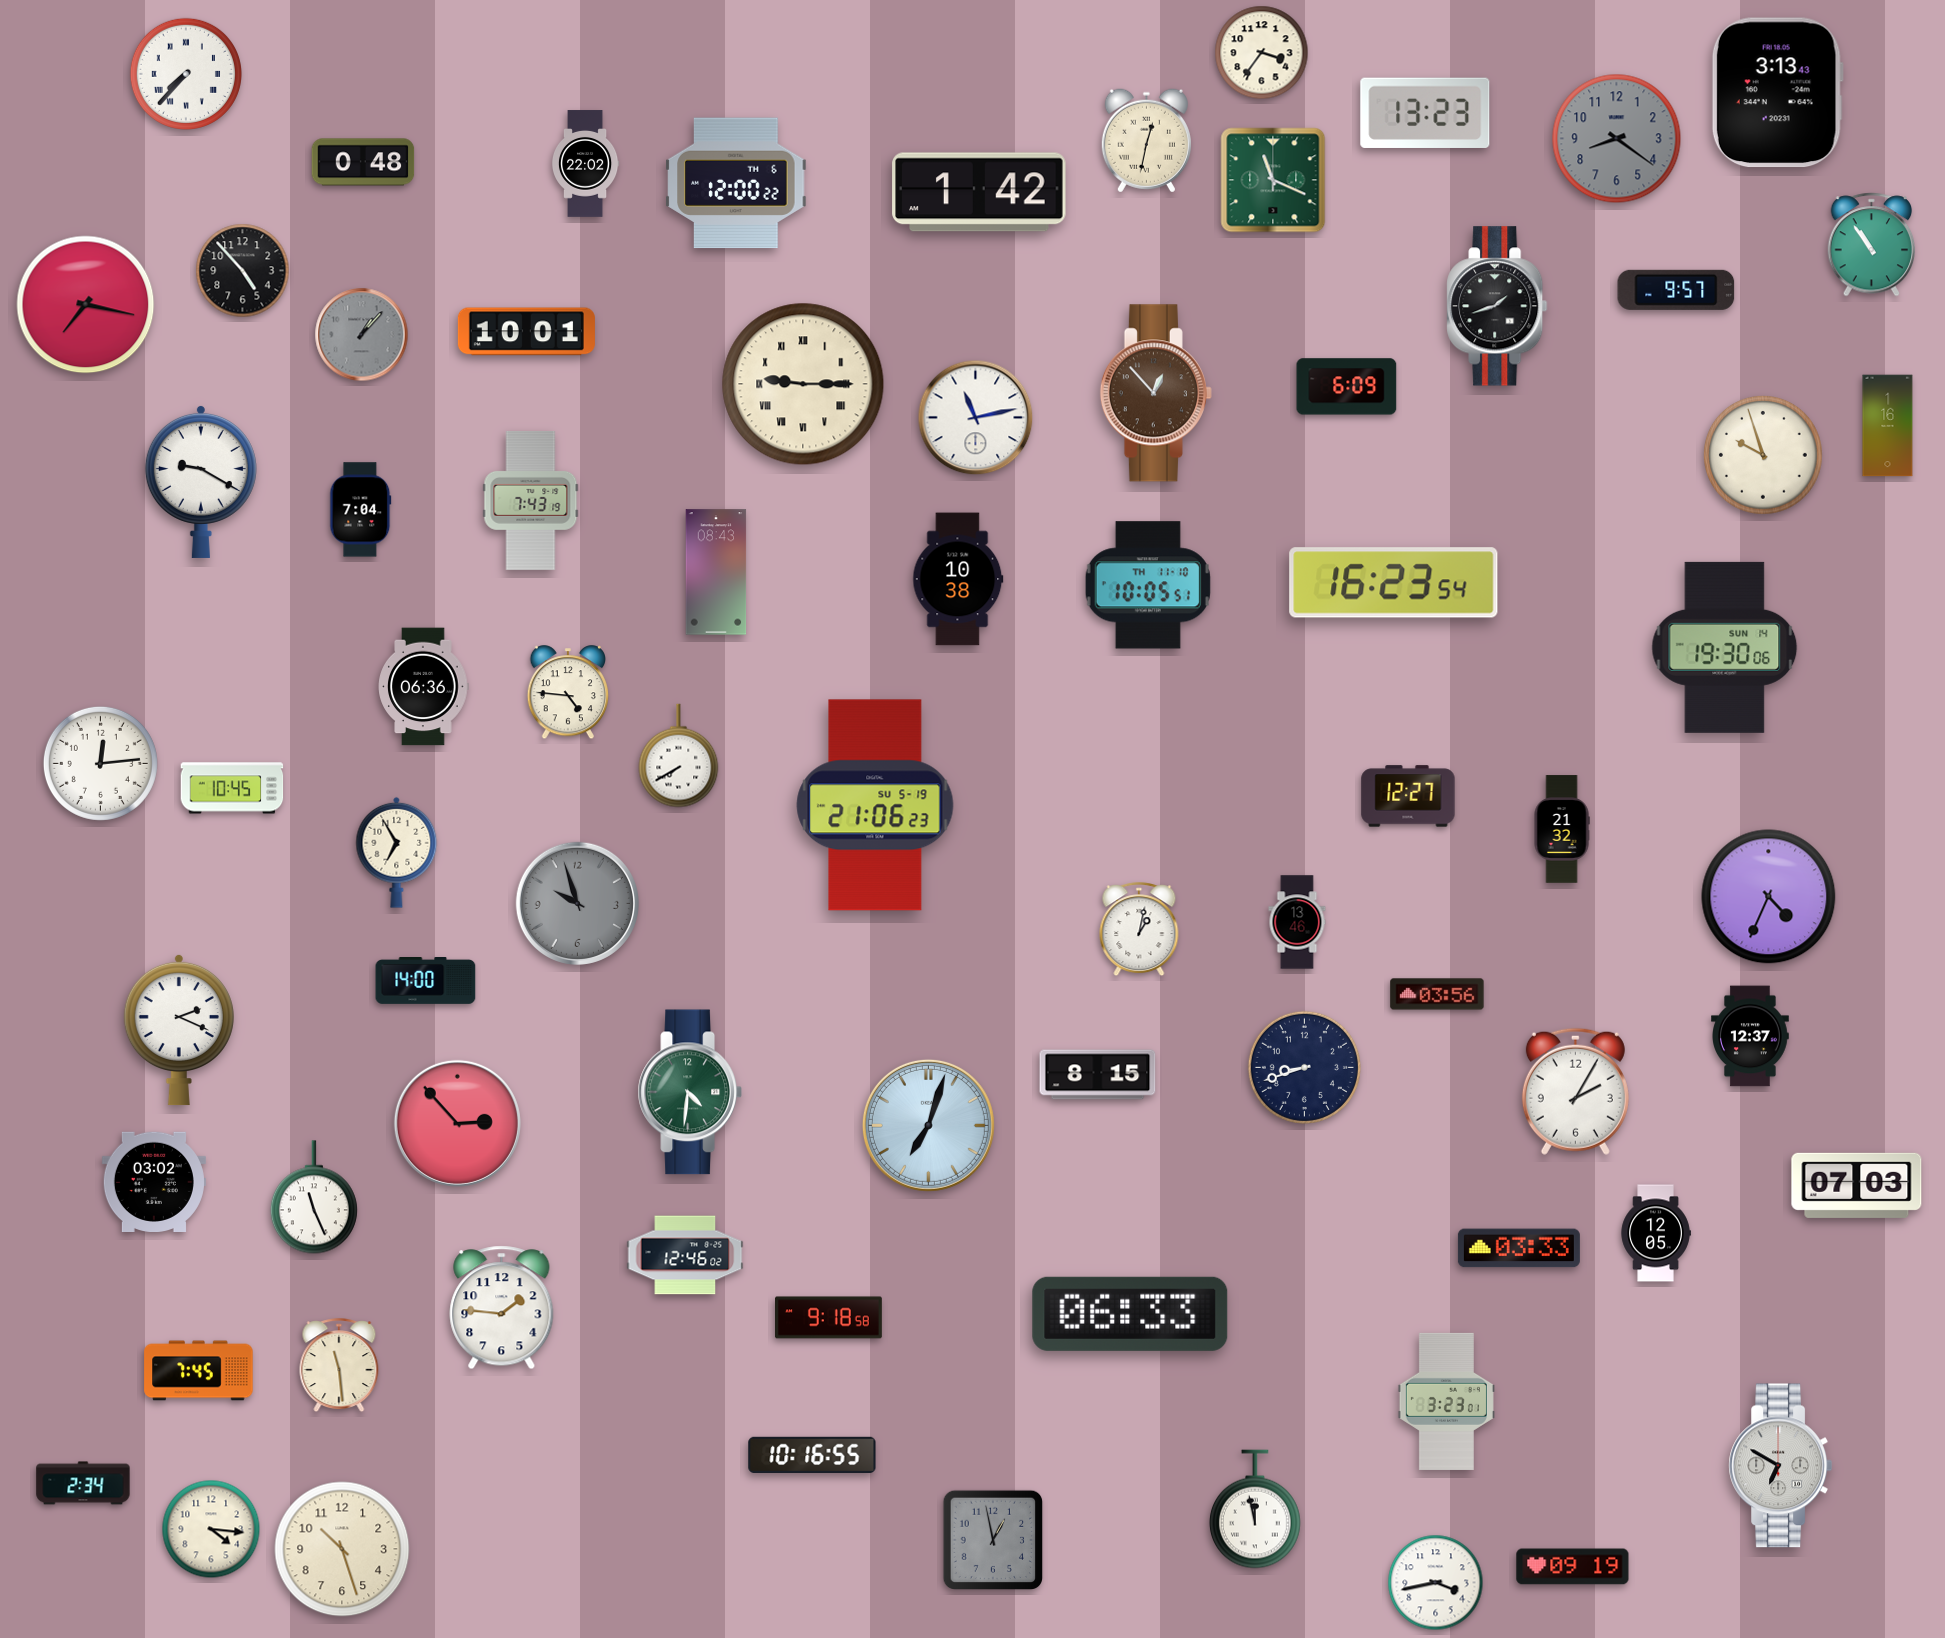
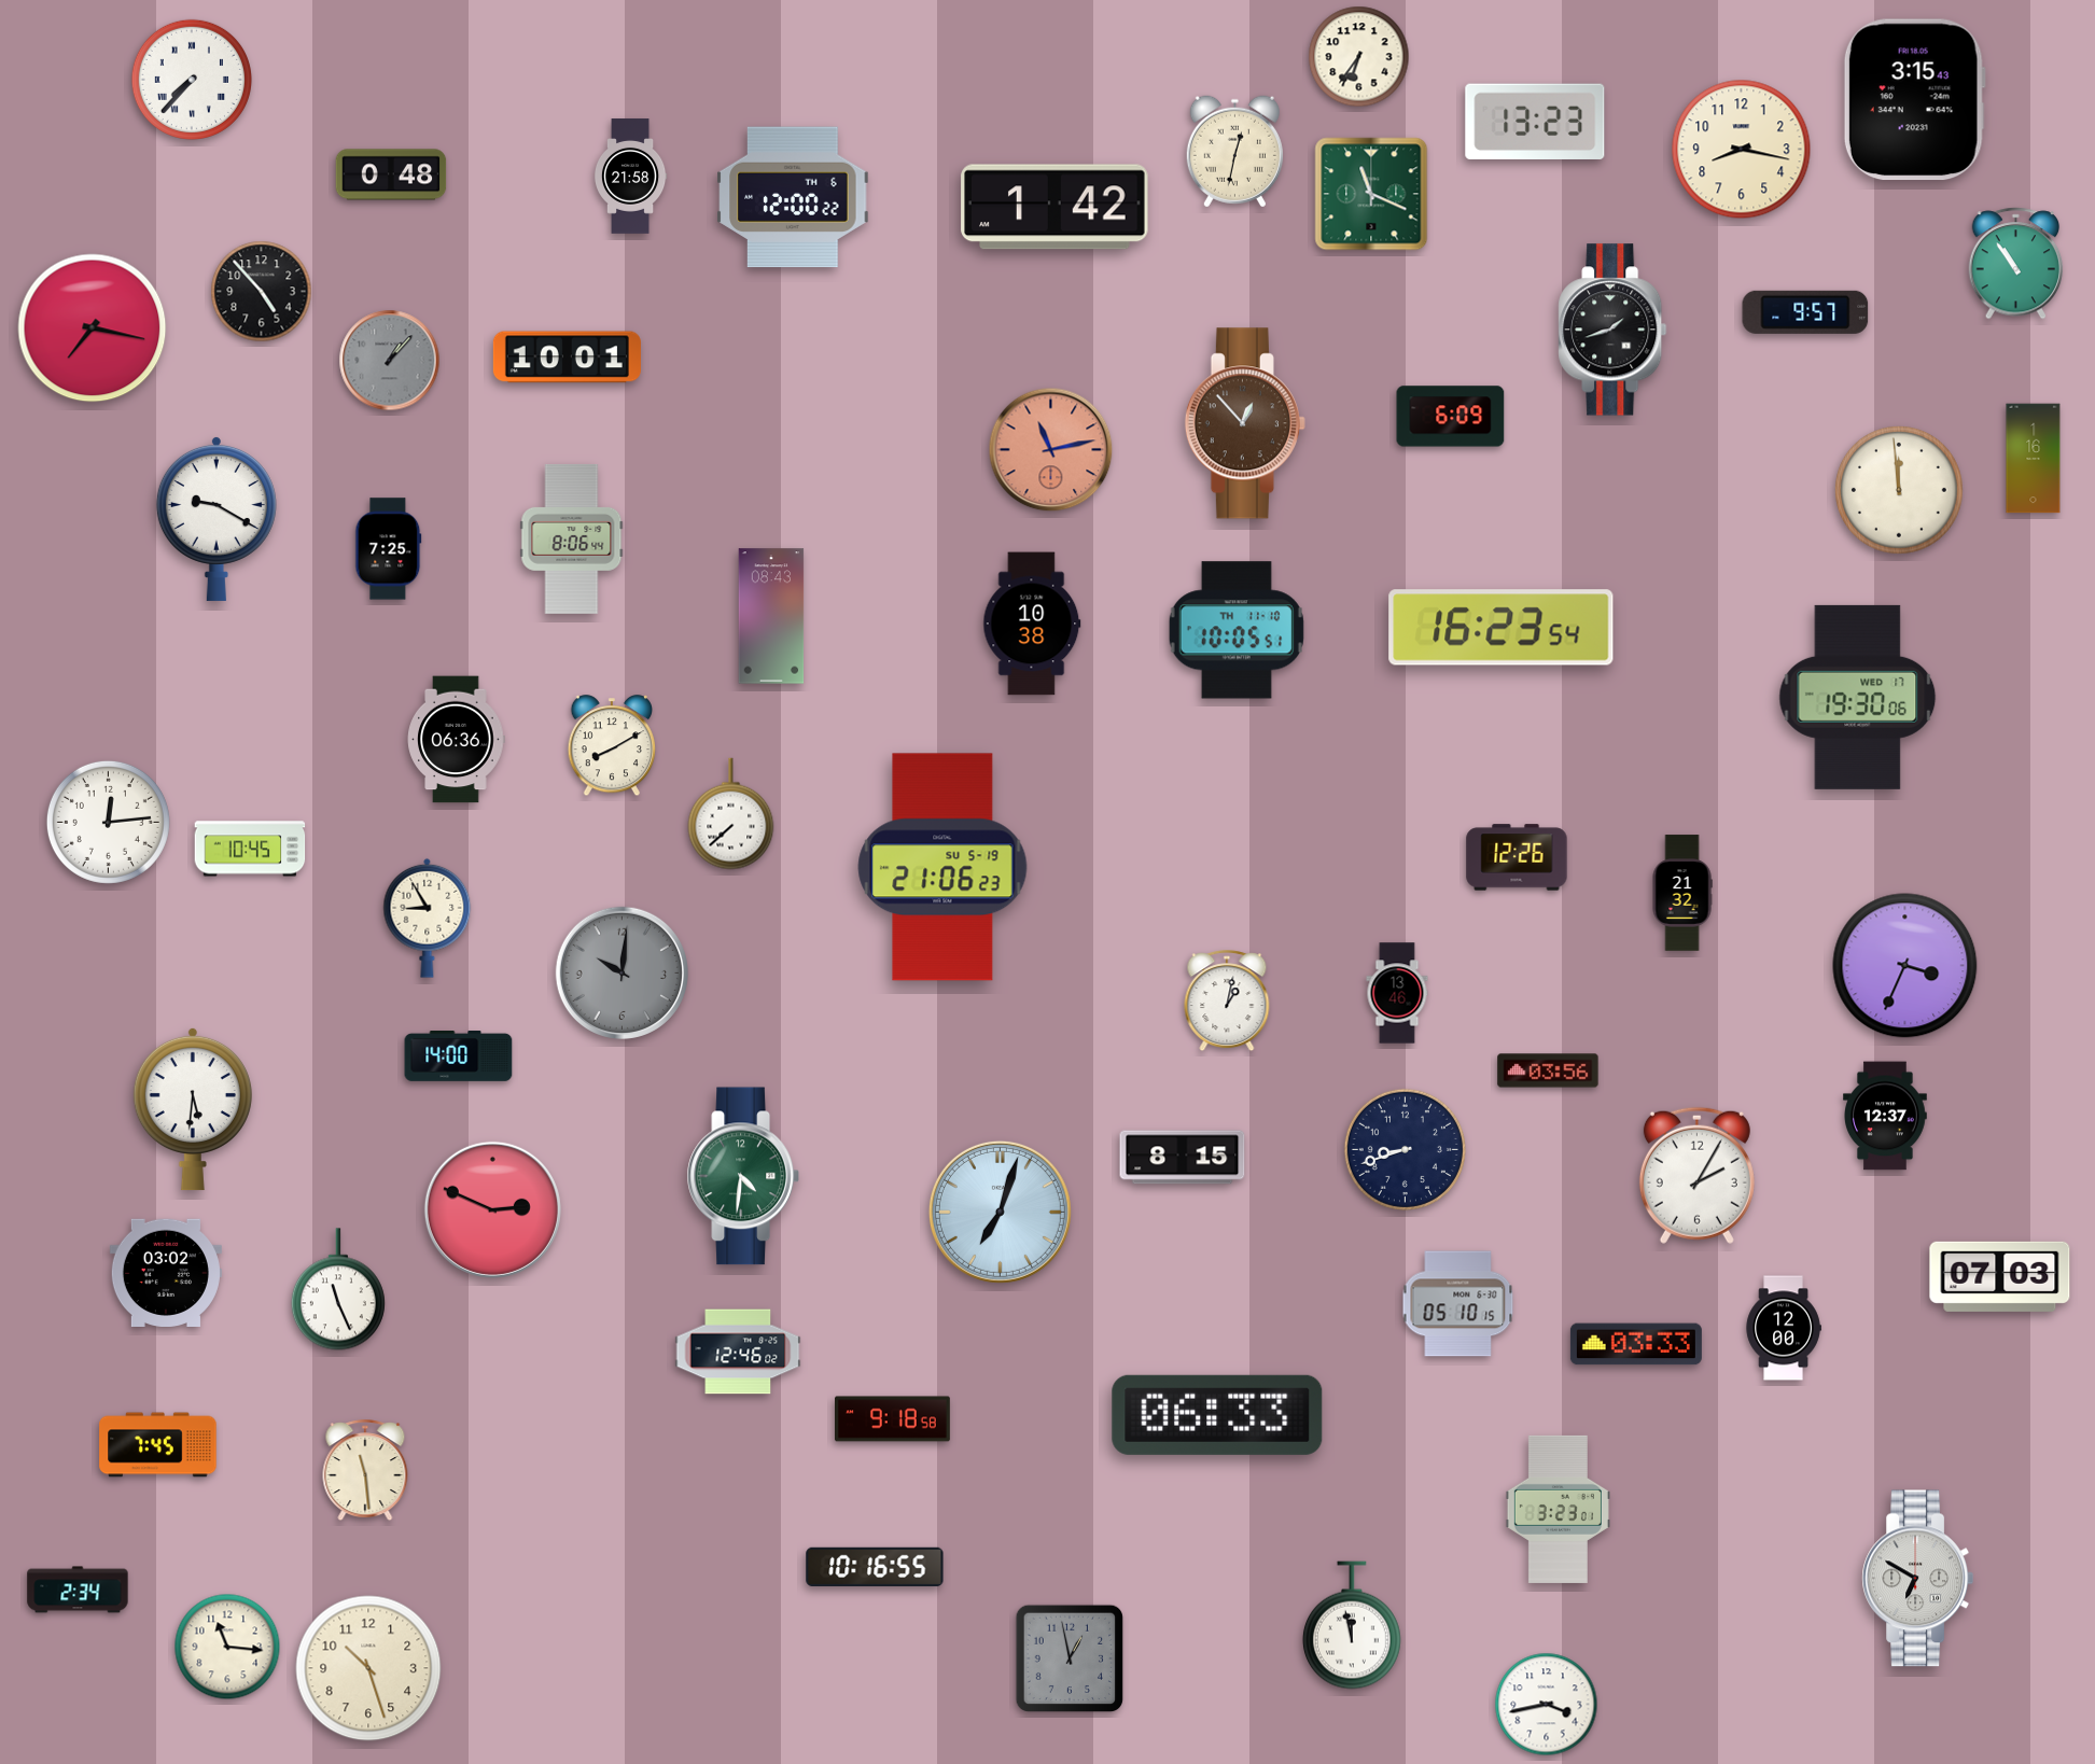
clock at (1262, 53): 3:36 -> 6:36
clock at (186, 74) position: (186, 74) -> (192, 80)
clock at (1777, 93): 3:13 -> 3:15
clock at (1617, 139): 8:21 -> 8:17
clock at (1617, 139) dial: grey -> cream
clock at (585, 164): 22:02 -> 21:58
clock at (803, 384): 9:15 -> none
clock at (976, 418) dial: white -> salmon
clock at (1764, 456): 9:57 -> 11:59
clock at (531, 500): 7:43 -> 8:06
clock at (361, 510): 7:04 -> 7:25
clock at (1725, 647) date: SUN 14 -> WED 17
clock at (567, 693): 4:46 -> 8:10
clock at (679, 756): 7:40 -> 7:38
clock at (1408, 796): 12:27 -> 12:26
clock at (397, 852): 6:55 -> 8:55
clock at (1769, 897): 4:34 -> 3:34
clock at (577, 903): 9:57 -> 10:01
clock at (179, 1030): 2:19 -> 5:31
clock at (457, 1123): 2:53 -> 2:49
clock at (1458, 1304): none -> 05:10
clock at (1656, 1233): 12:05 -> 12:00
clock at (502, 1308): 1:46 -> none
clock at (199, 1371) position: (199, 1371) -> (158, 1445)
clock at (83, 1483) position: (83, 1483) -> (78, 1590)
clock at (211, 1529): 4:16 -> 11:16
clock at (1573, 1567): 09:19 -> none
